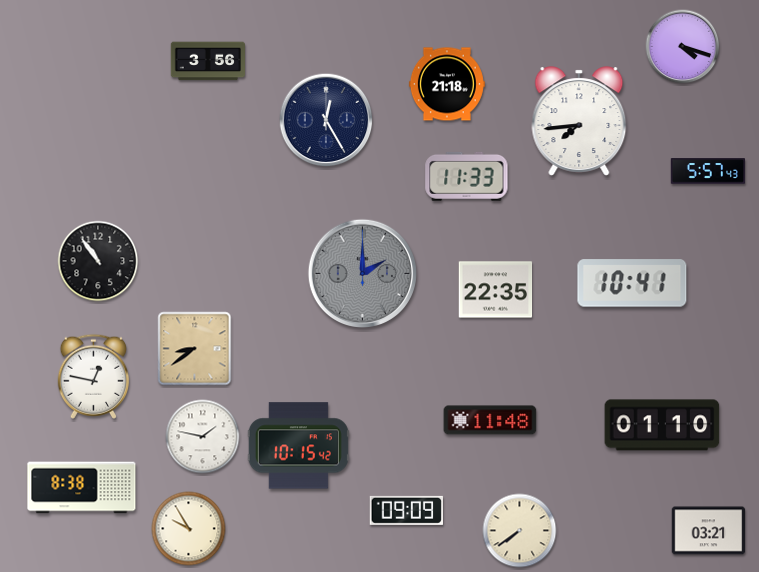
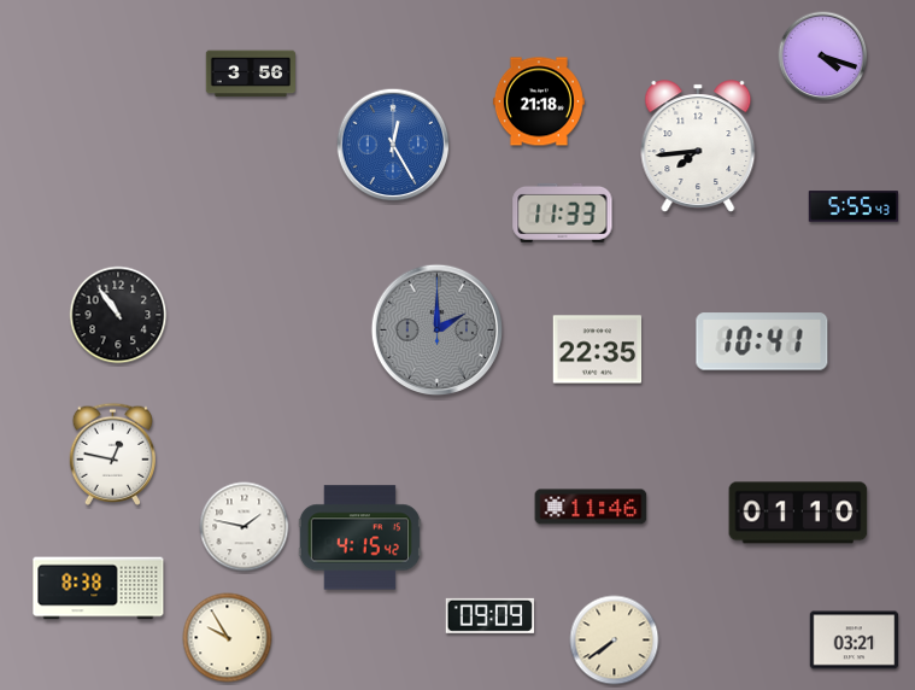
clock at (326, 120) dial: navy -> blue
clock at (708, 171): 5:57 -> 5:55
clock at (195, 349): 8:39 -> none
clock at (490, 420): 11:48 -> 11:46
clock at (298, 446): 10:15 -> 4:15
clock at (520, 531) position: (520, 531) -> (615, 641)
